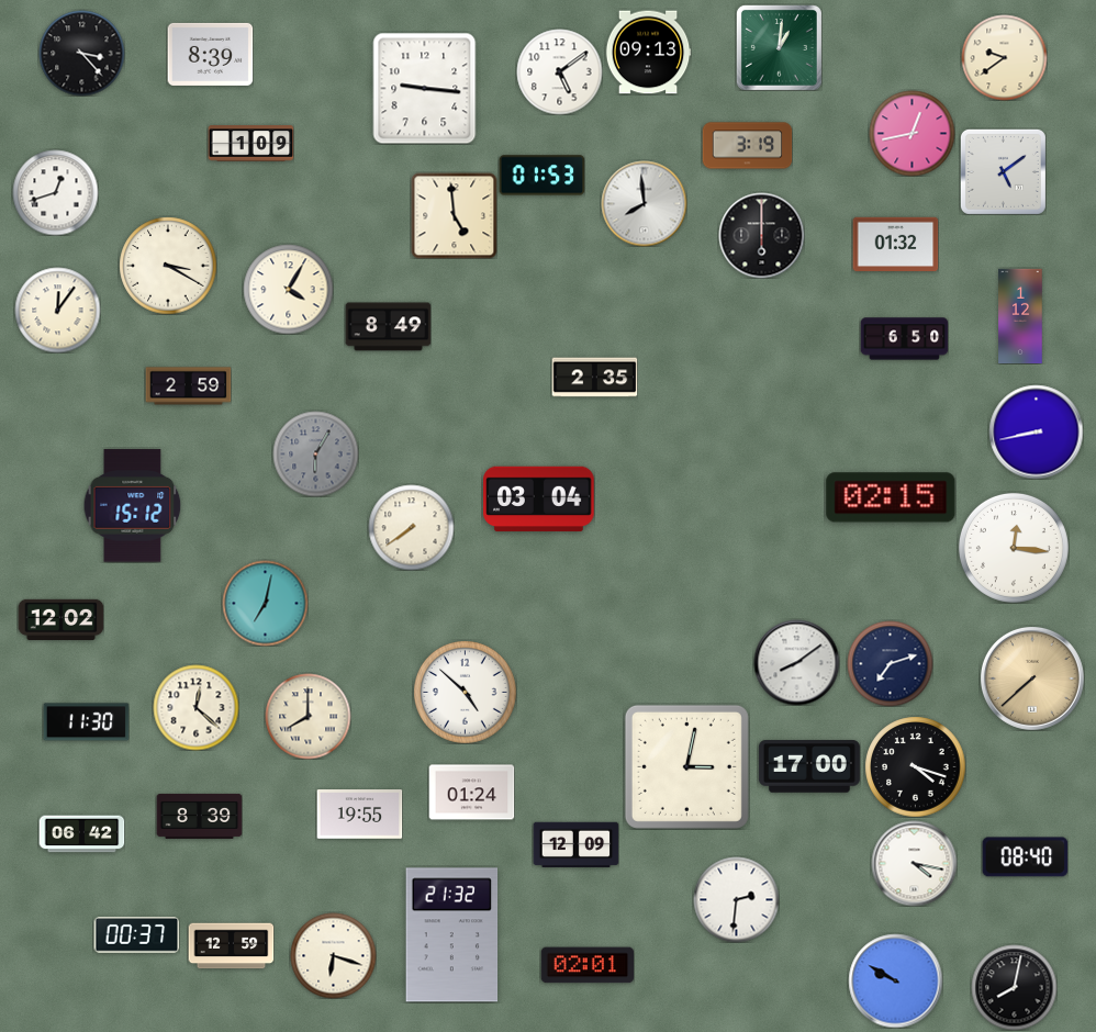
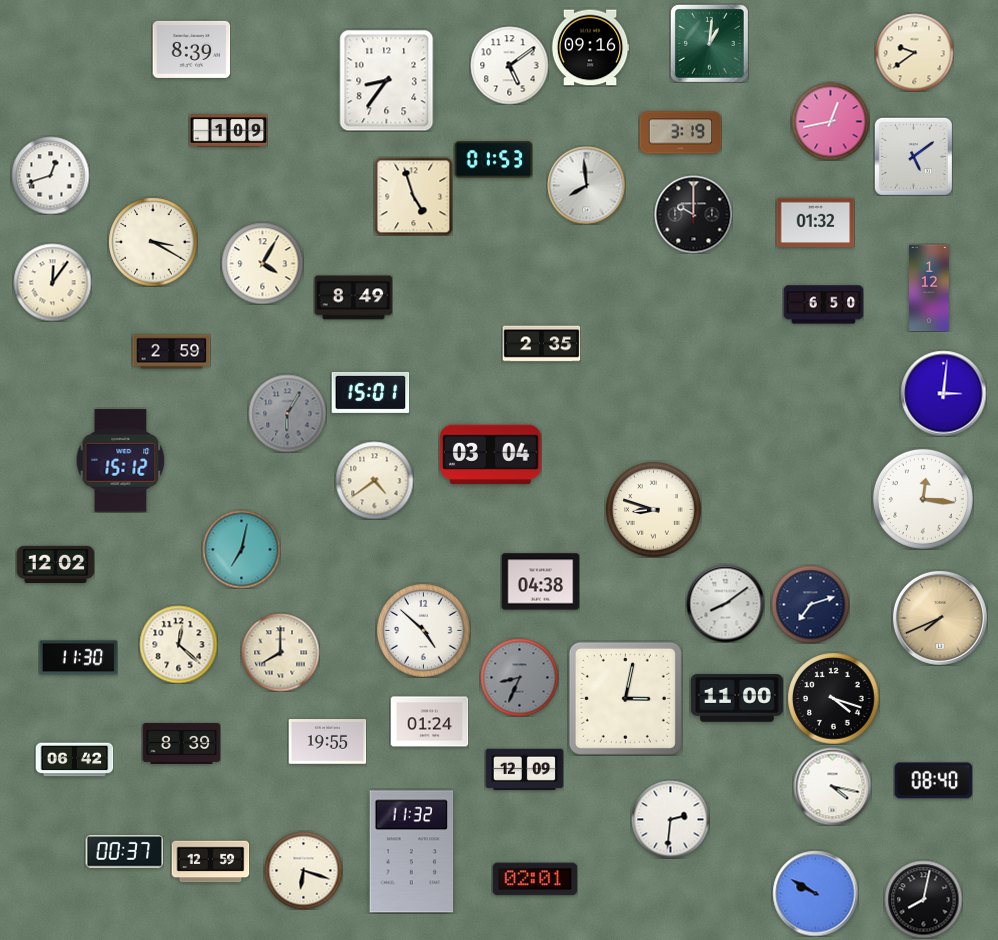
clock at (81, 53): 3:23 -> none
clock at (648, 53): 09:13 -> 09:16
clock at (425, 88): 9:16 -> 8:36
clock at (454, 215): 4:59 -> 4:57
clock at (761, 235): 6:00 -> 10:00
clock at (904, 339) position: (904, 339) -> (823, 305)
clock at (370, 392): none -> 15:01
clock at (1036, 431): 8:43 -> 3:01
clock at (891, 497): 02:15 -> none
clock at (411, 527): 7:39 -> 4:39
clock at (654, 510): none -> 8:48
clock at (540, 582): none -> 04:38
clock at (1032, 678): 7:38 -> 7:41
clock at (519, 677): none -> 8:34
clock at (809, 766): 17:00 -> 11:00
clock at (452, 935): 21:32 -> 11:32
